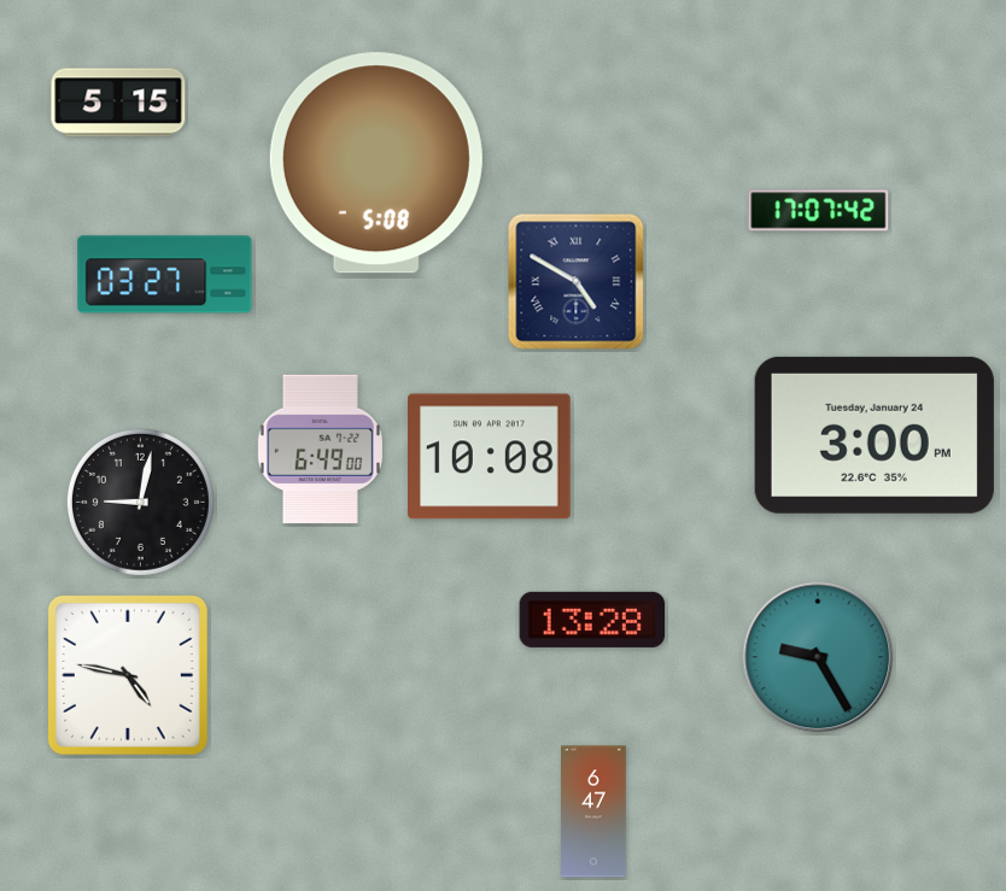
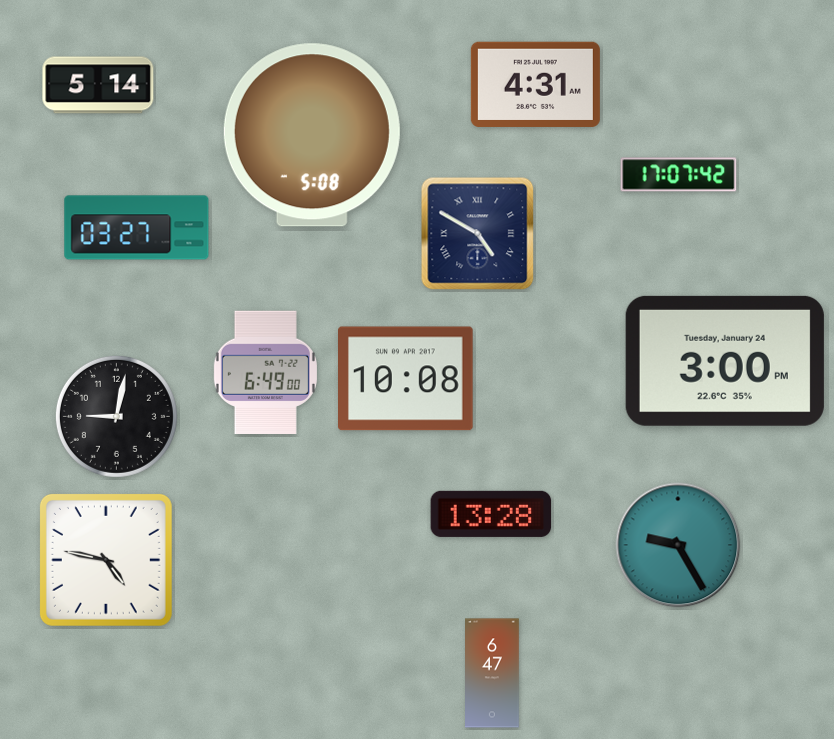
clock at (535, 84): none -> 4:31
clock at (118, 102): 5:15 -> 5:14
